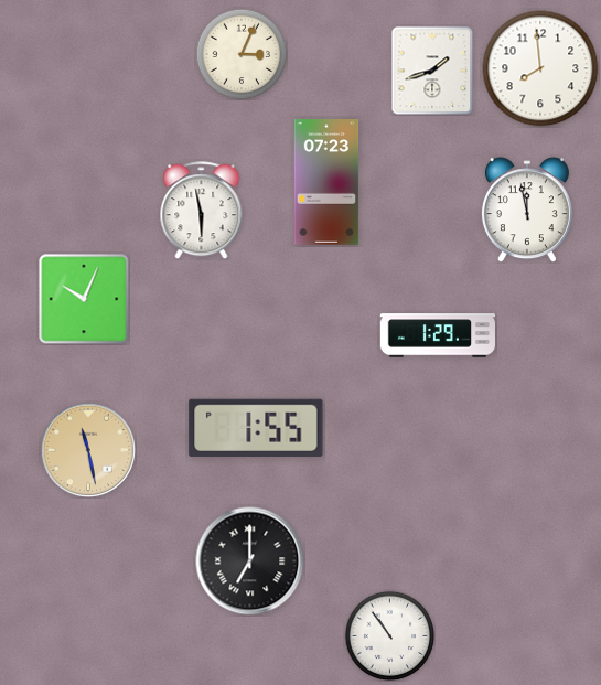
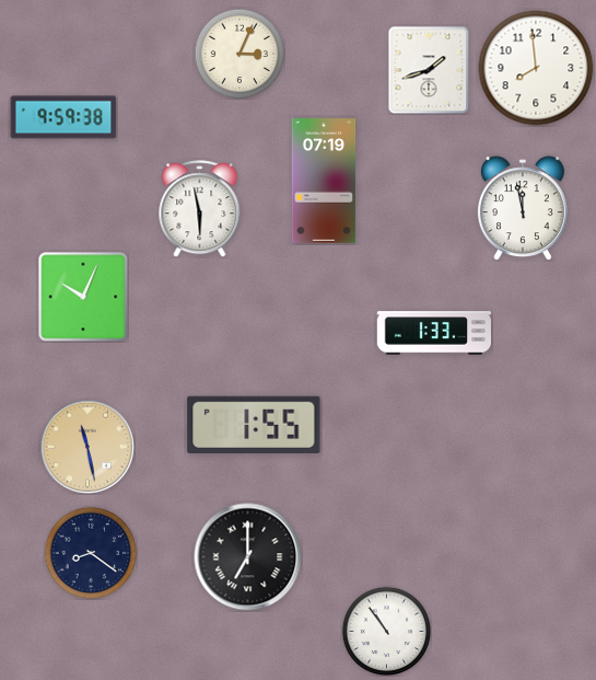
clock at (63, 117): none -> 9:59
clock at (326, 182): 07:23 -> 07:19
clock at (437, 335): 1:29 -> 1:33
clock at (91, 553): none -> 8:21
